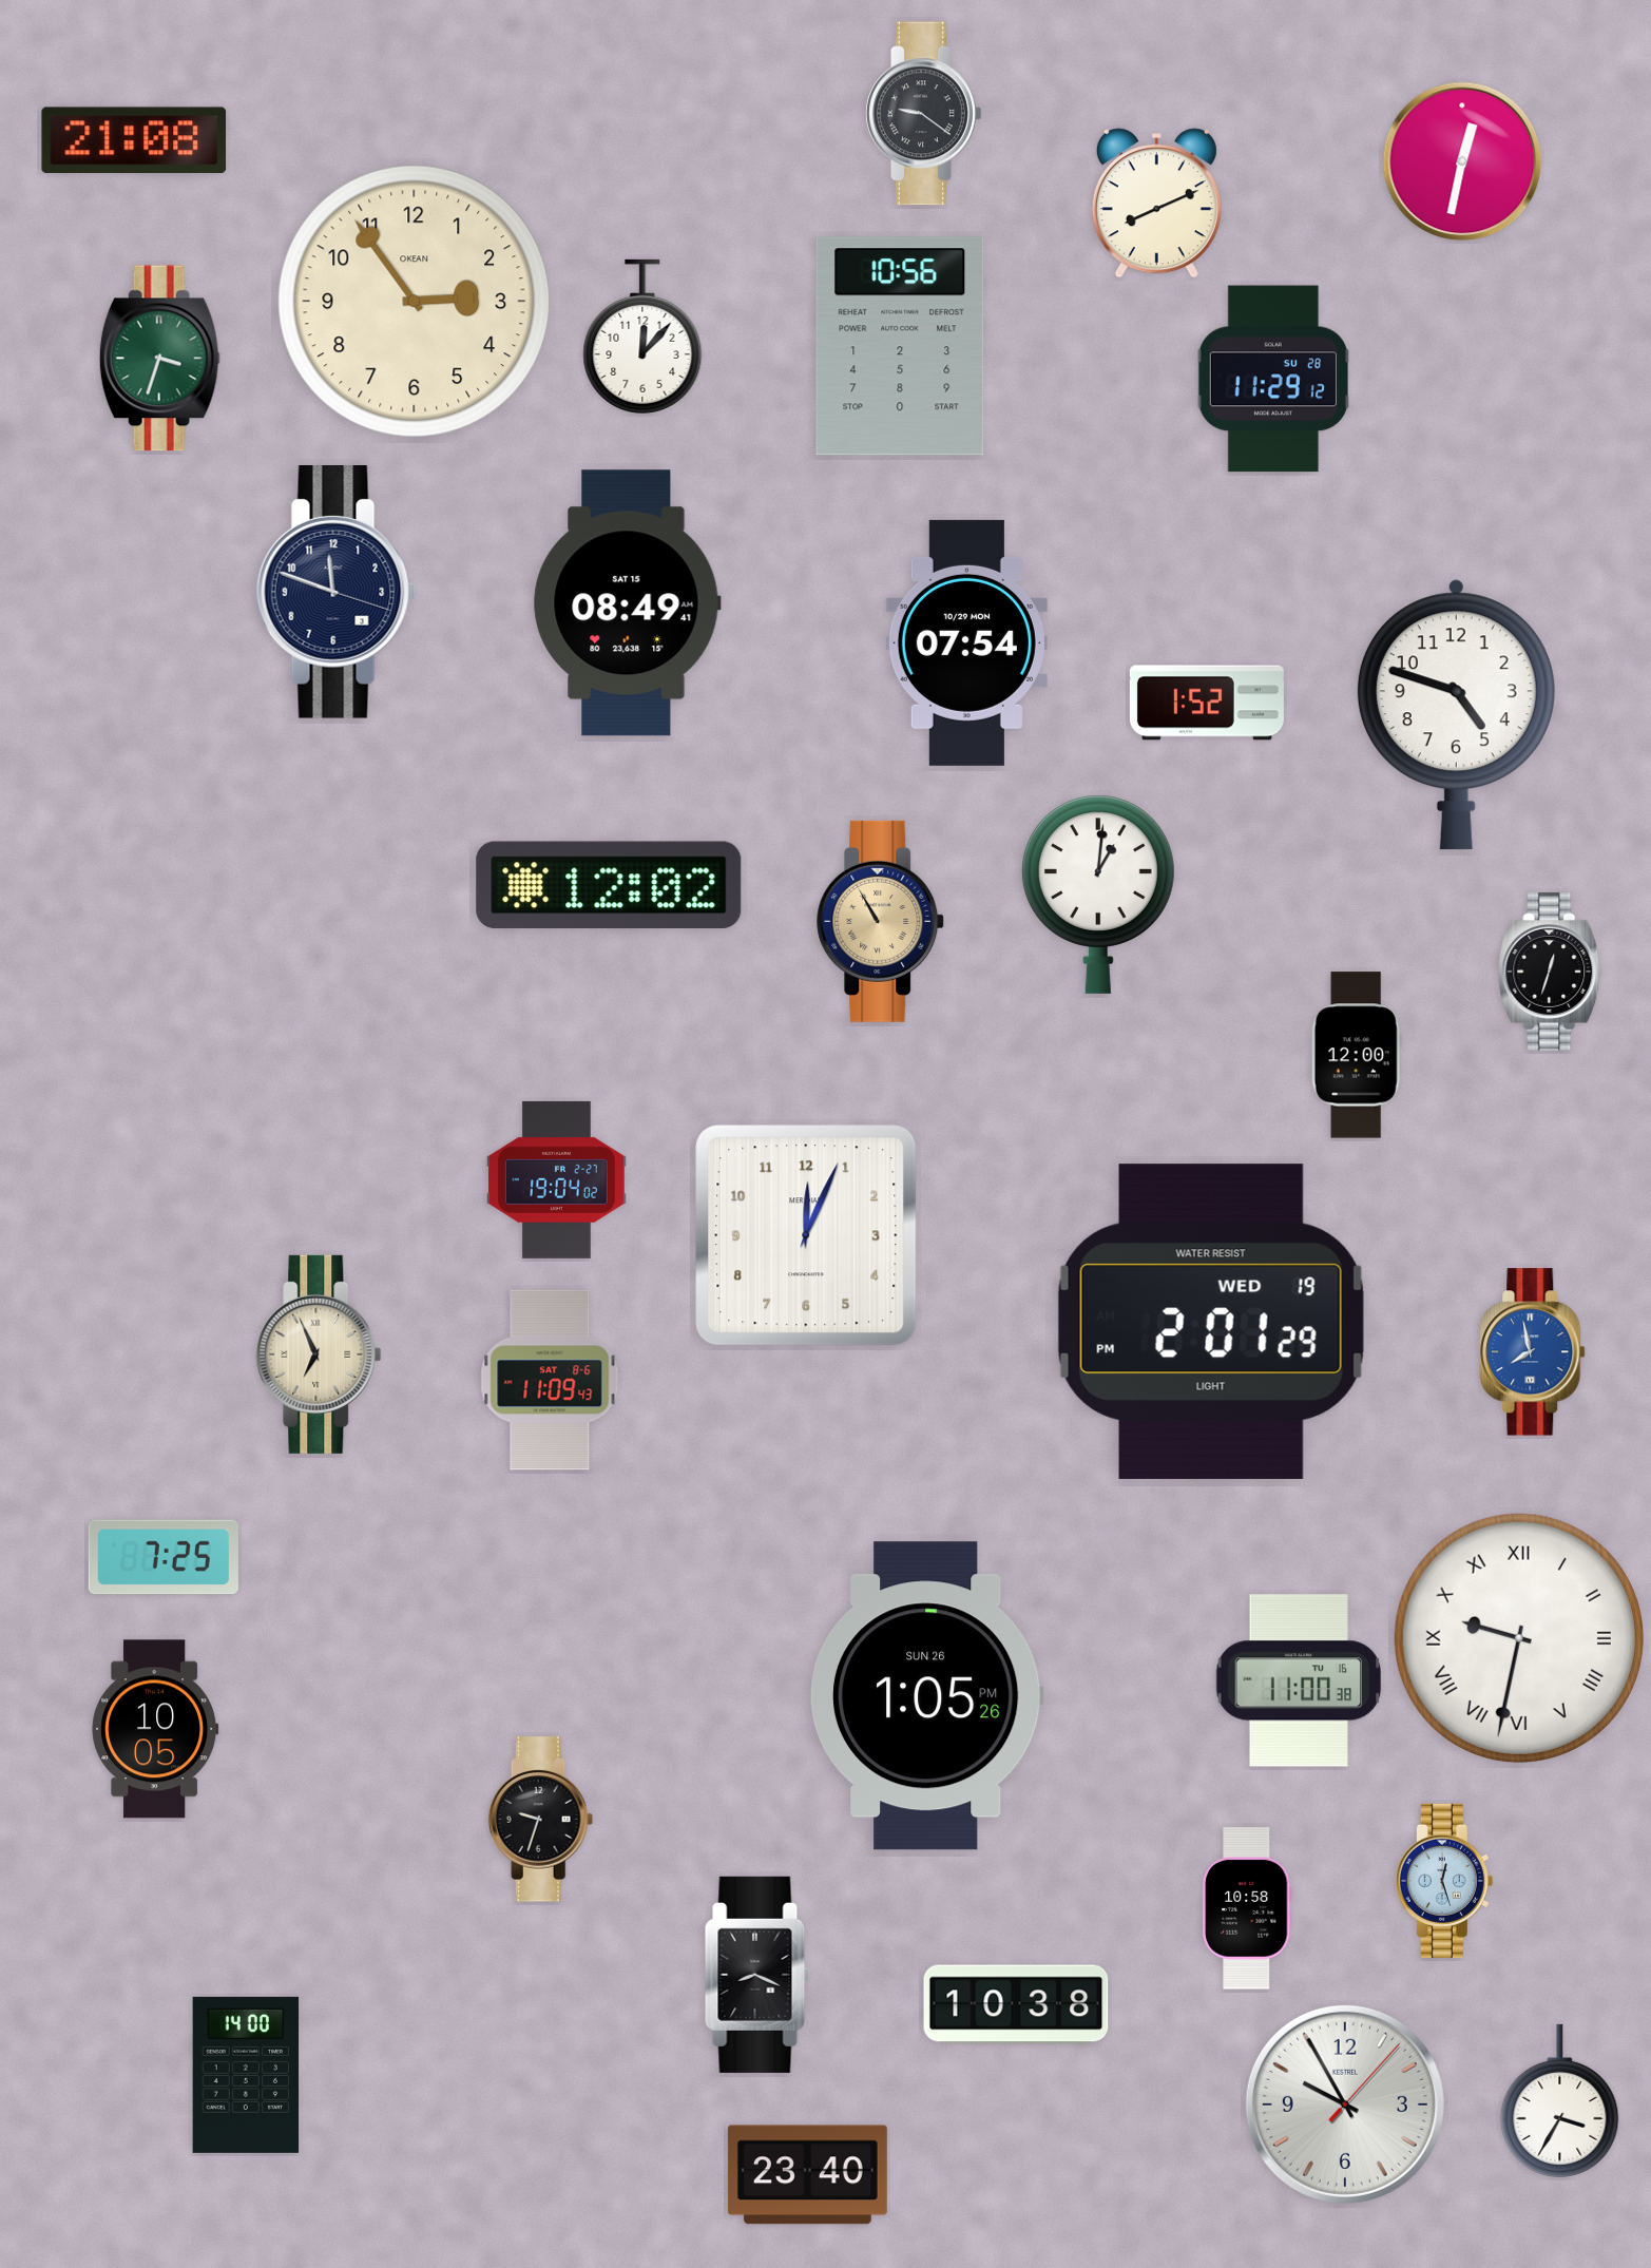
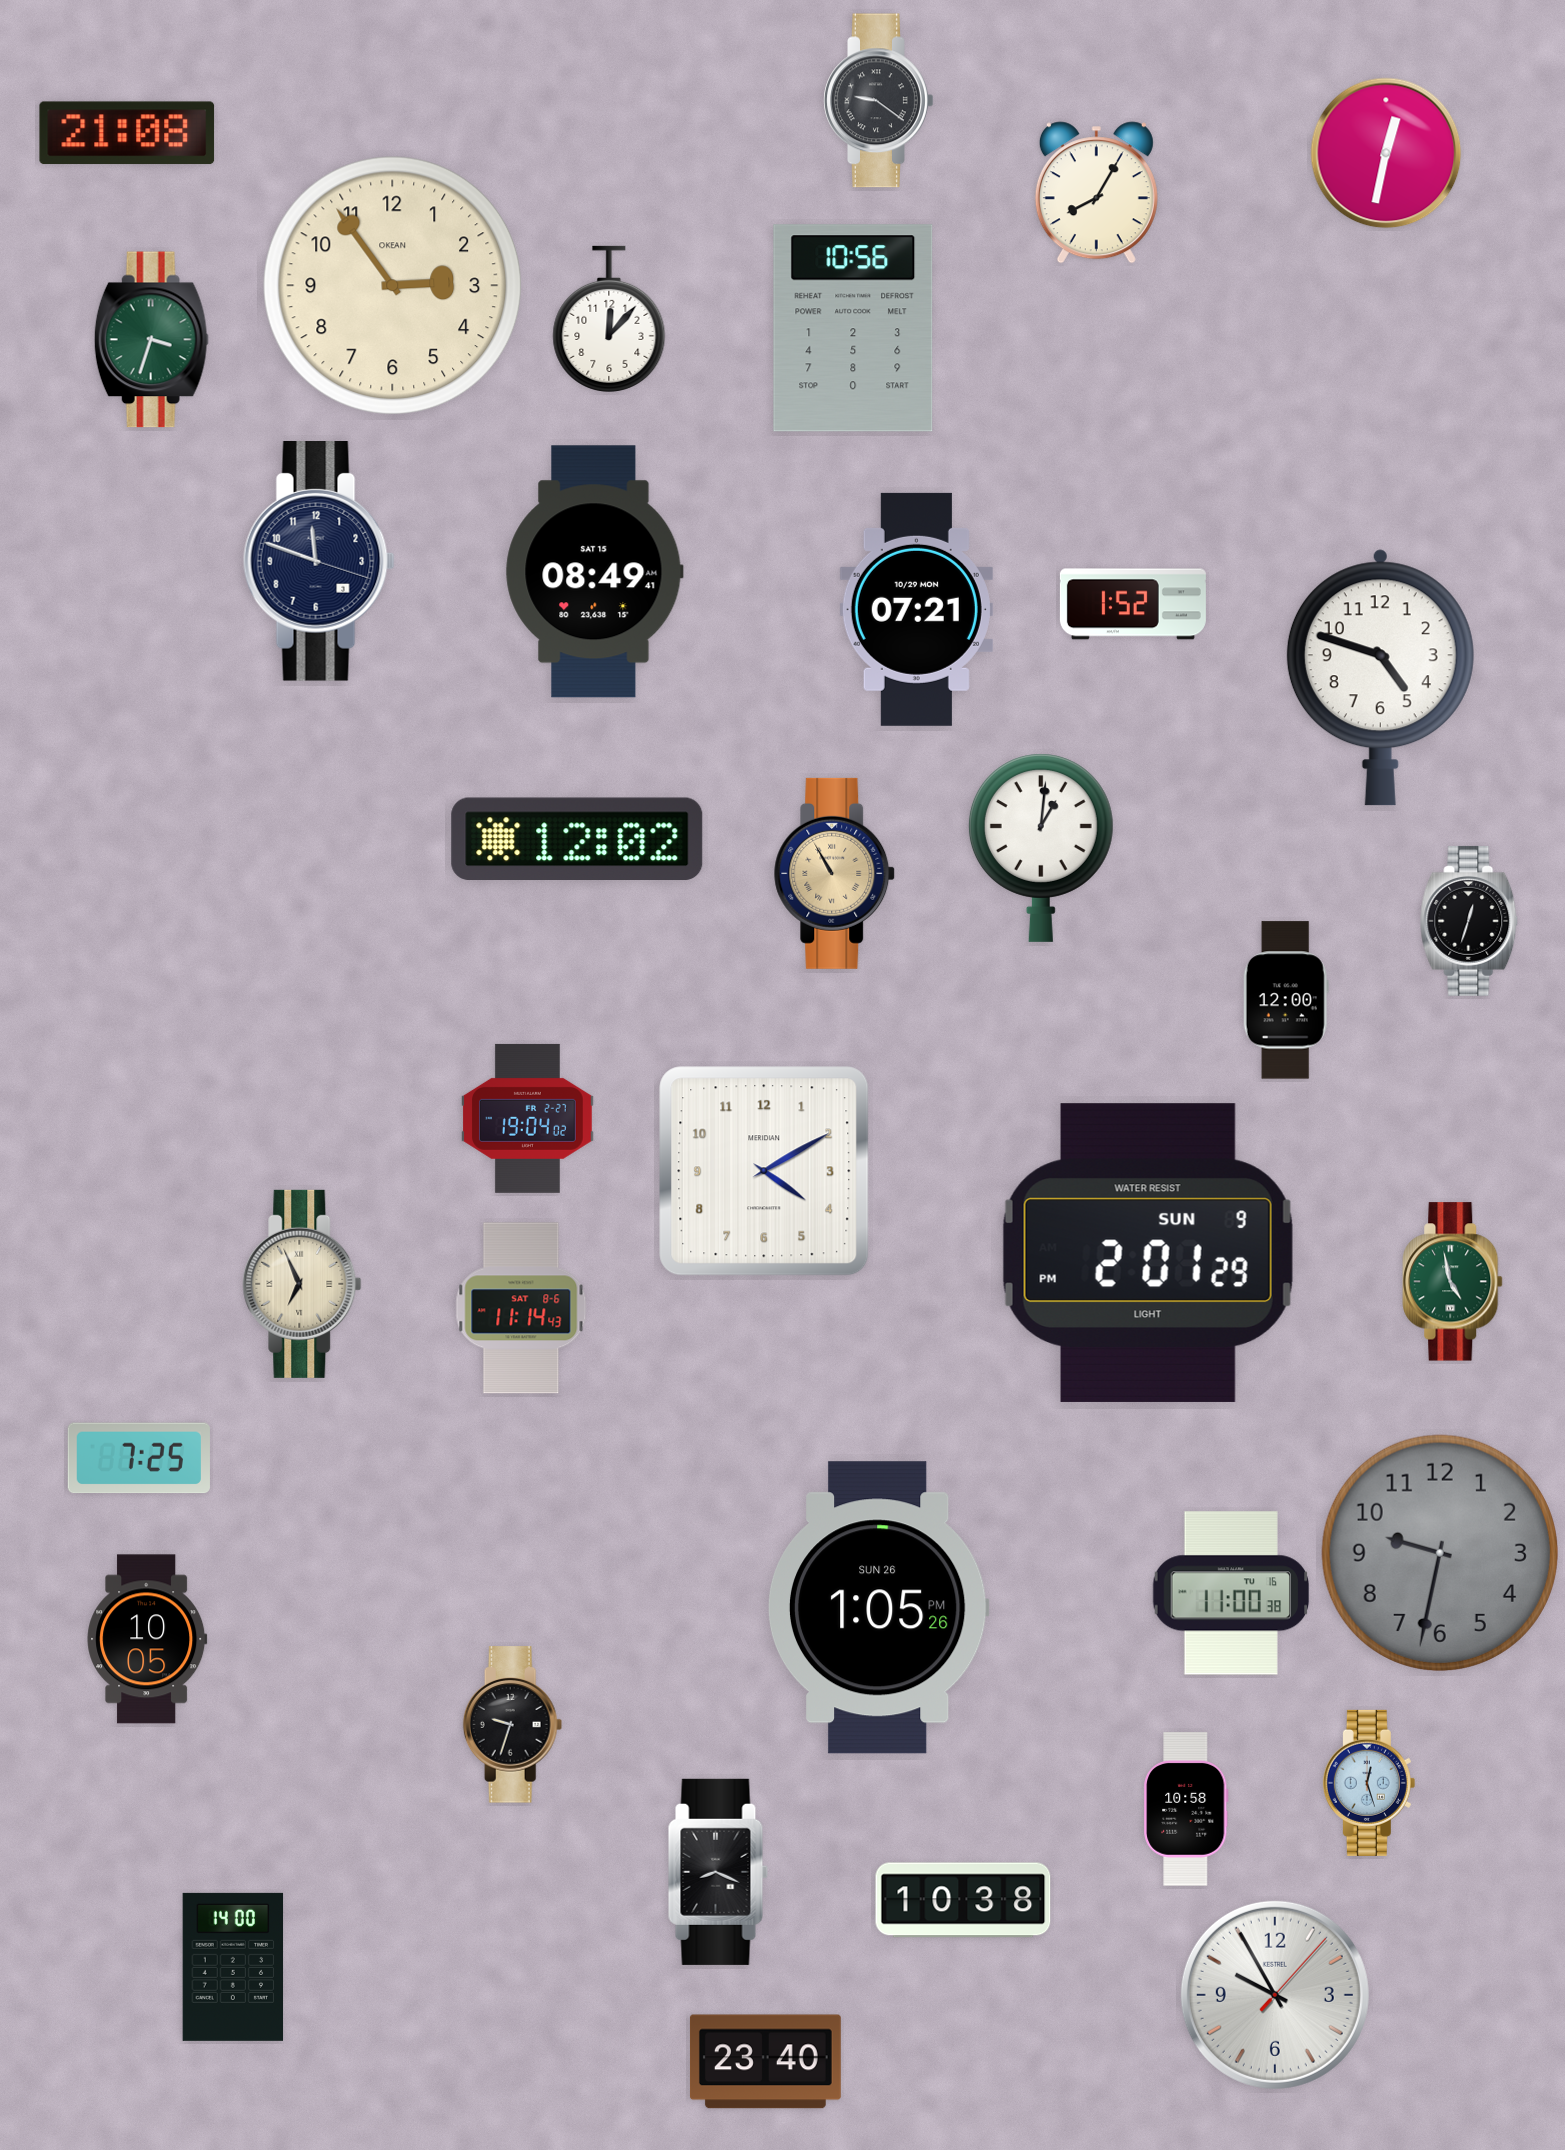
clock at (924, 114) position: (924, 114) -> (879, 101)
clock at (1156, 204): 8:11 -> 8:05
clock at (1273, 379): 11:29 -> none
clock at (966, 642): 07:54 -> 07:21
clock at (1207, 703) position: (1207, 703) -> (1133, 604)
clock at (806, 1235): 12:04 -> 4:10
clock at (1211, 1322) date: WED 19 -> SUN 9
clock at (1533, 1352): 7:58 -> 4:58
clock at (1533, 1352) dial: blue -> green
clock at (550, 1380): 11:09 -> 11:14
clock at (164, 1557) position: (164, 1557) -> (139, 1458)
clock at (1519, 1638) dial: white -> grey
clock at (1519, 1638) numerals: Roman -> Arabic
clock at (1247, 1908) position: (1247, 1908) -> (1186, 1809)
clock at (1560, 2100): 3:35 -> none
